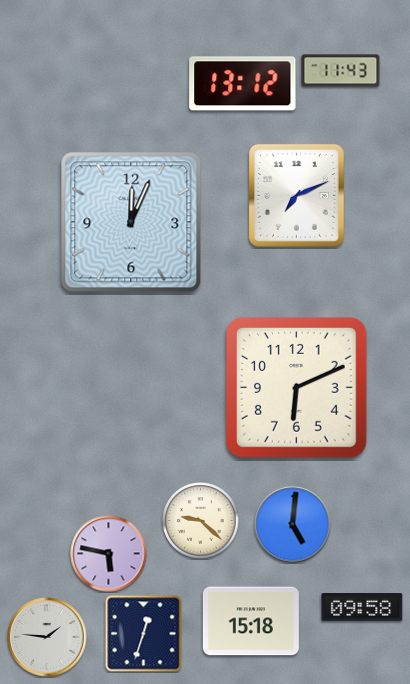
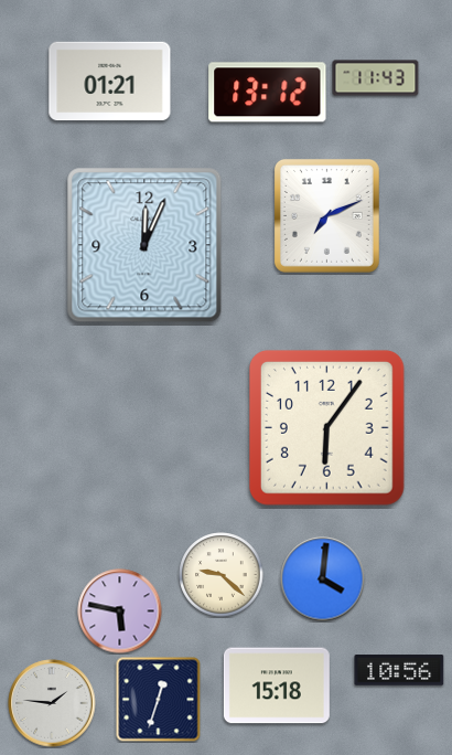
clock at (110, 82): none -> 01:21
clock at (296, 387): 6:11 -> 6:06
clock at (293, 525): 5:01 -> 4:01
clock at (362, 607): 09:58 -> 10:56
